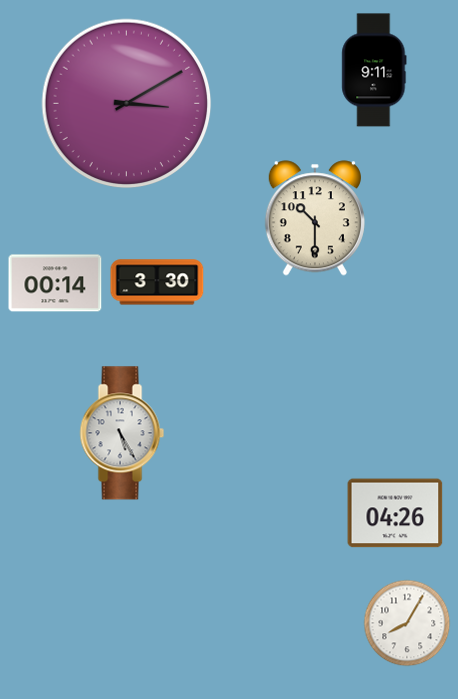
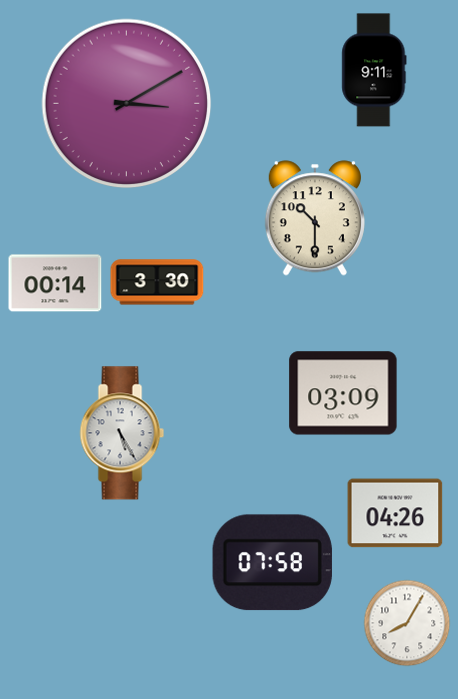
clock at (343, 393): none -> 03:09
clock at (272, 563): none -> 07:58
